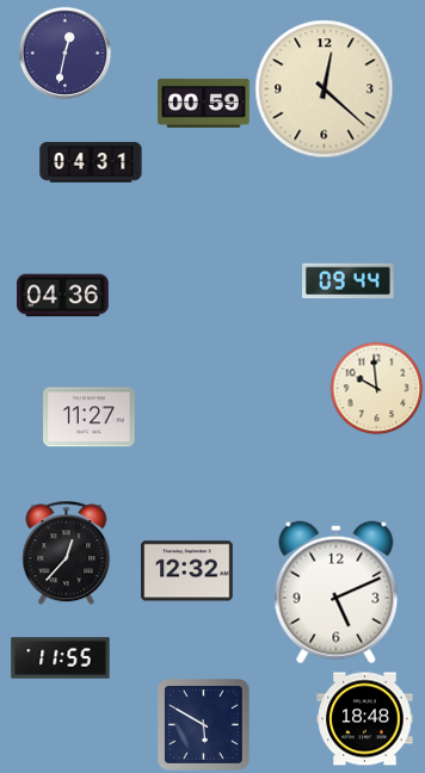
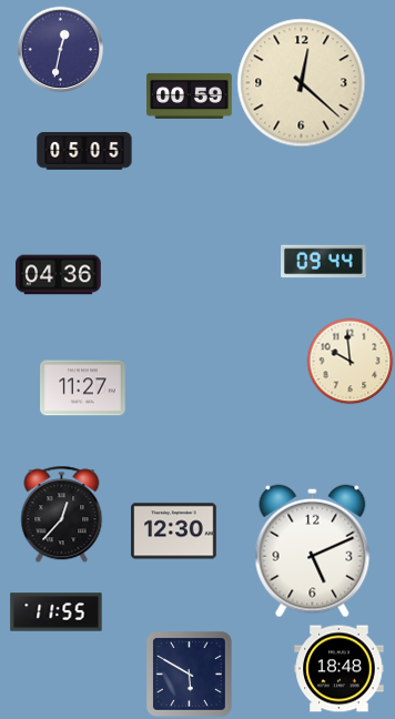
clock at (91, 162): 04:31 -> 05:05
clock at (187, 571): 12:32 -> 12:30
